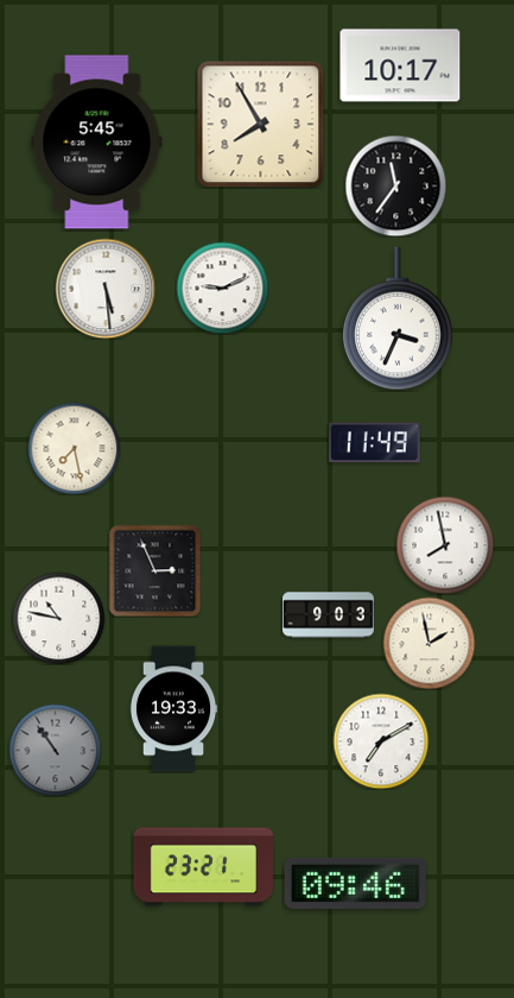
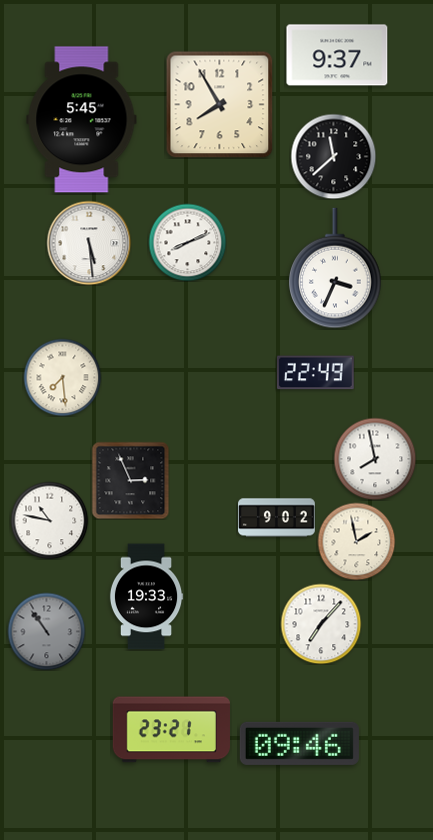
clock at (400, 65): 10:17 -> 9:37
clock at (395, 185): 11:36 -> 11:38
clock at (222, 288): 9:11 -> 8:11
clock at (374, 443): 11:49 -> 22:49
clock at (74, 448): 7:28 -> 7:29
clock at (329, 615): 9:03 -> 9:02
clock at (429, 643) position: (429, 643) -> (356, 541)
clock at (381, 741): 7:10 -> 7:07
